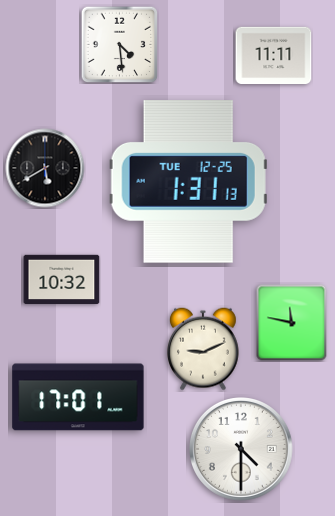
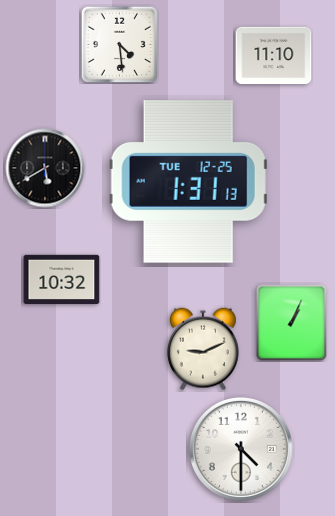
clock at (274, 56): 11:11 -> 11:10
clock at (292, 323): 11:47 -> 1:04
clock at (78, 397): 17:01 -> none
